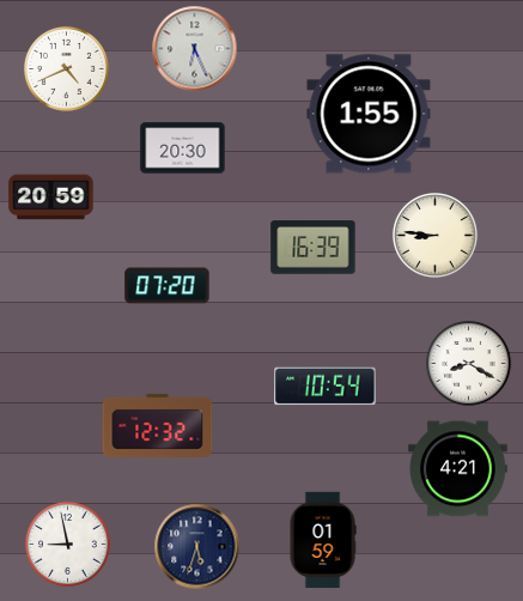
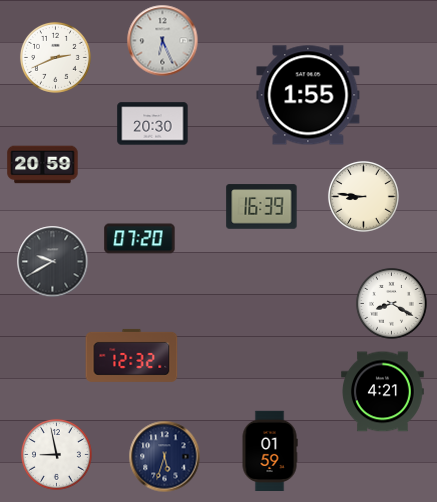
clock at (66, 68): 4:41 -> 2:41
clock at (53, 262): none -> 9:40
clock at (326, 387): 10:54 -> none
